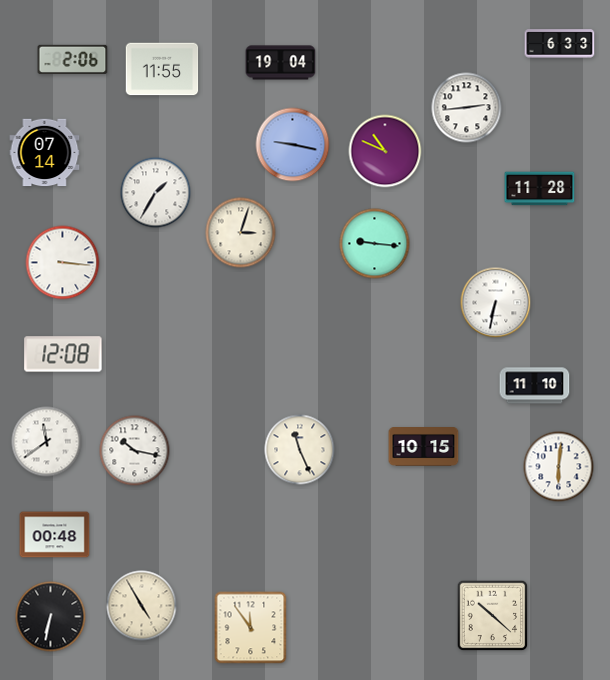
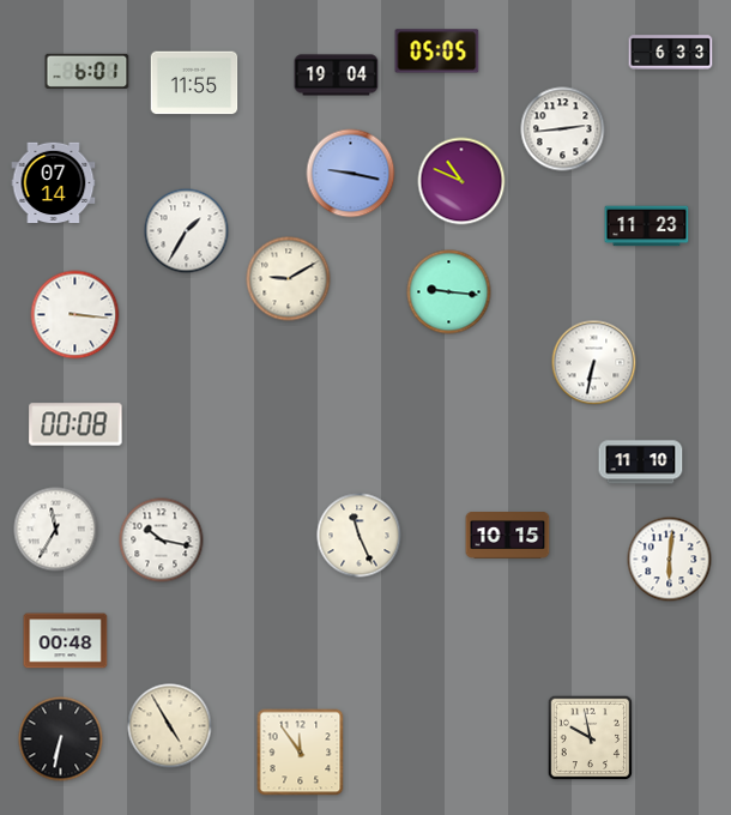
clock at (437, 52): none -> 05:05
clock at (73, 59): 2:06 -> 6:01
clock at (467, 108) position: (467, 108) -> (563, 129)
clock at (540, 189): 11:28 -> 11:23
clock at (241, 233): 3:03 -> 9:10
clock at (63, 354): 12:08 -> 00:08
clock at (47, 442): 11:39 -> 11:35
clock at (300, 450) position: (300, 450) -> (360, 536)
clock at (493, 616): 10:22 -> 9:58
